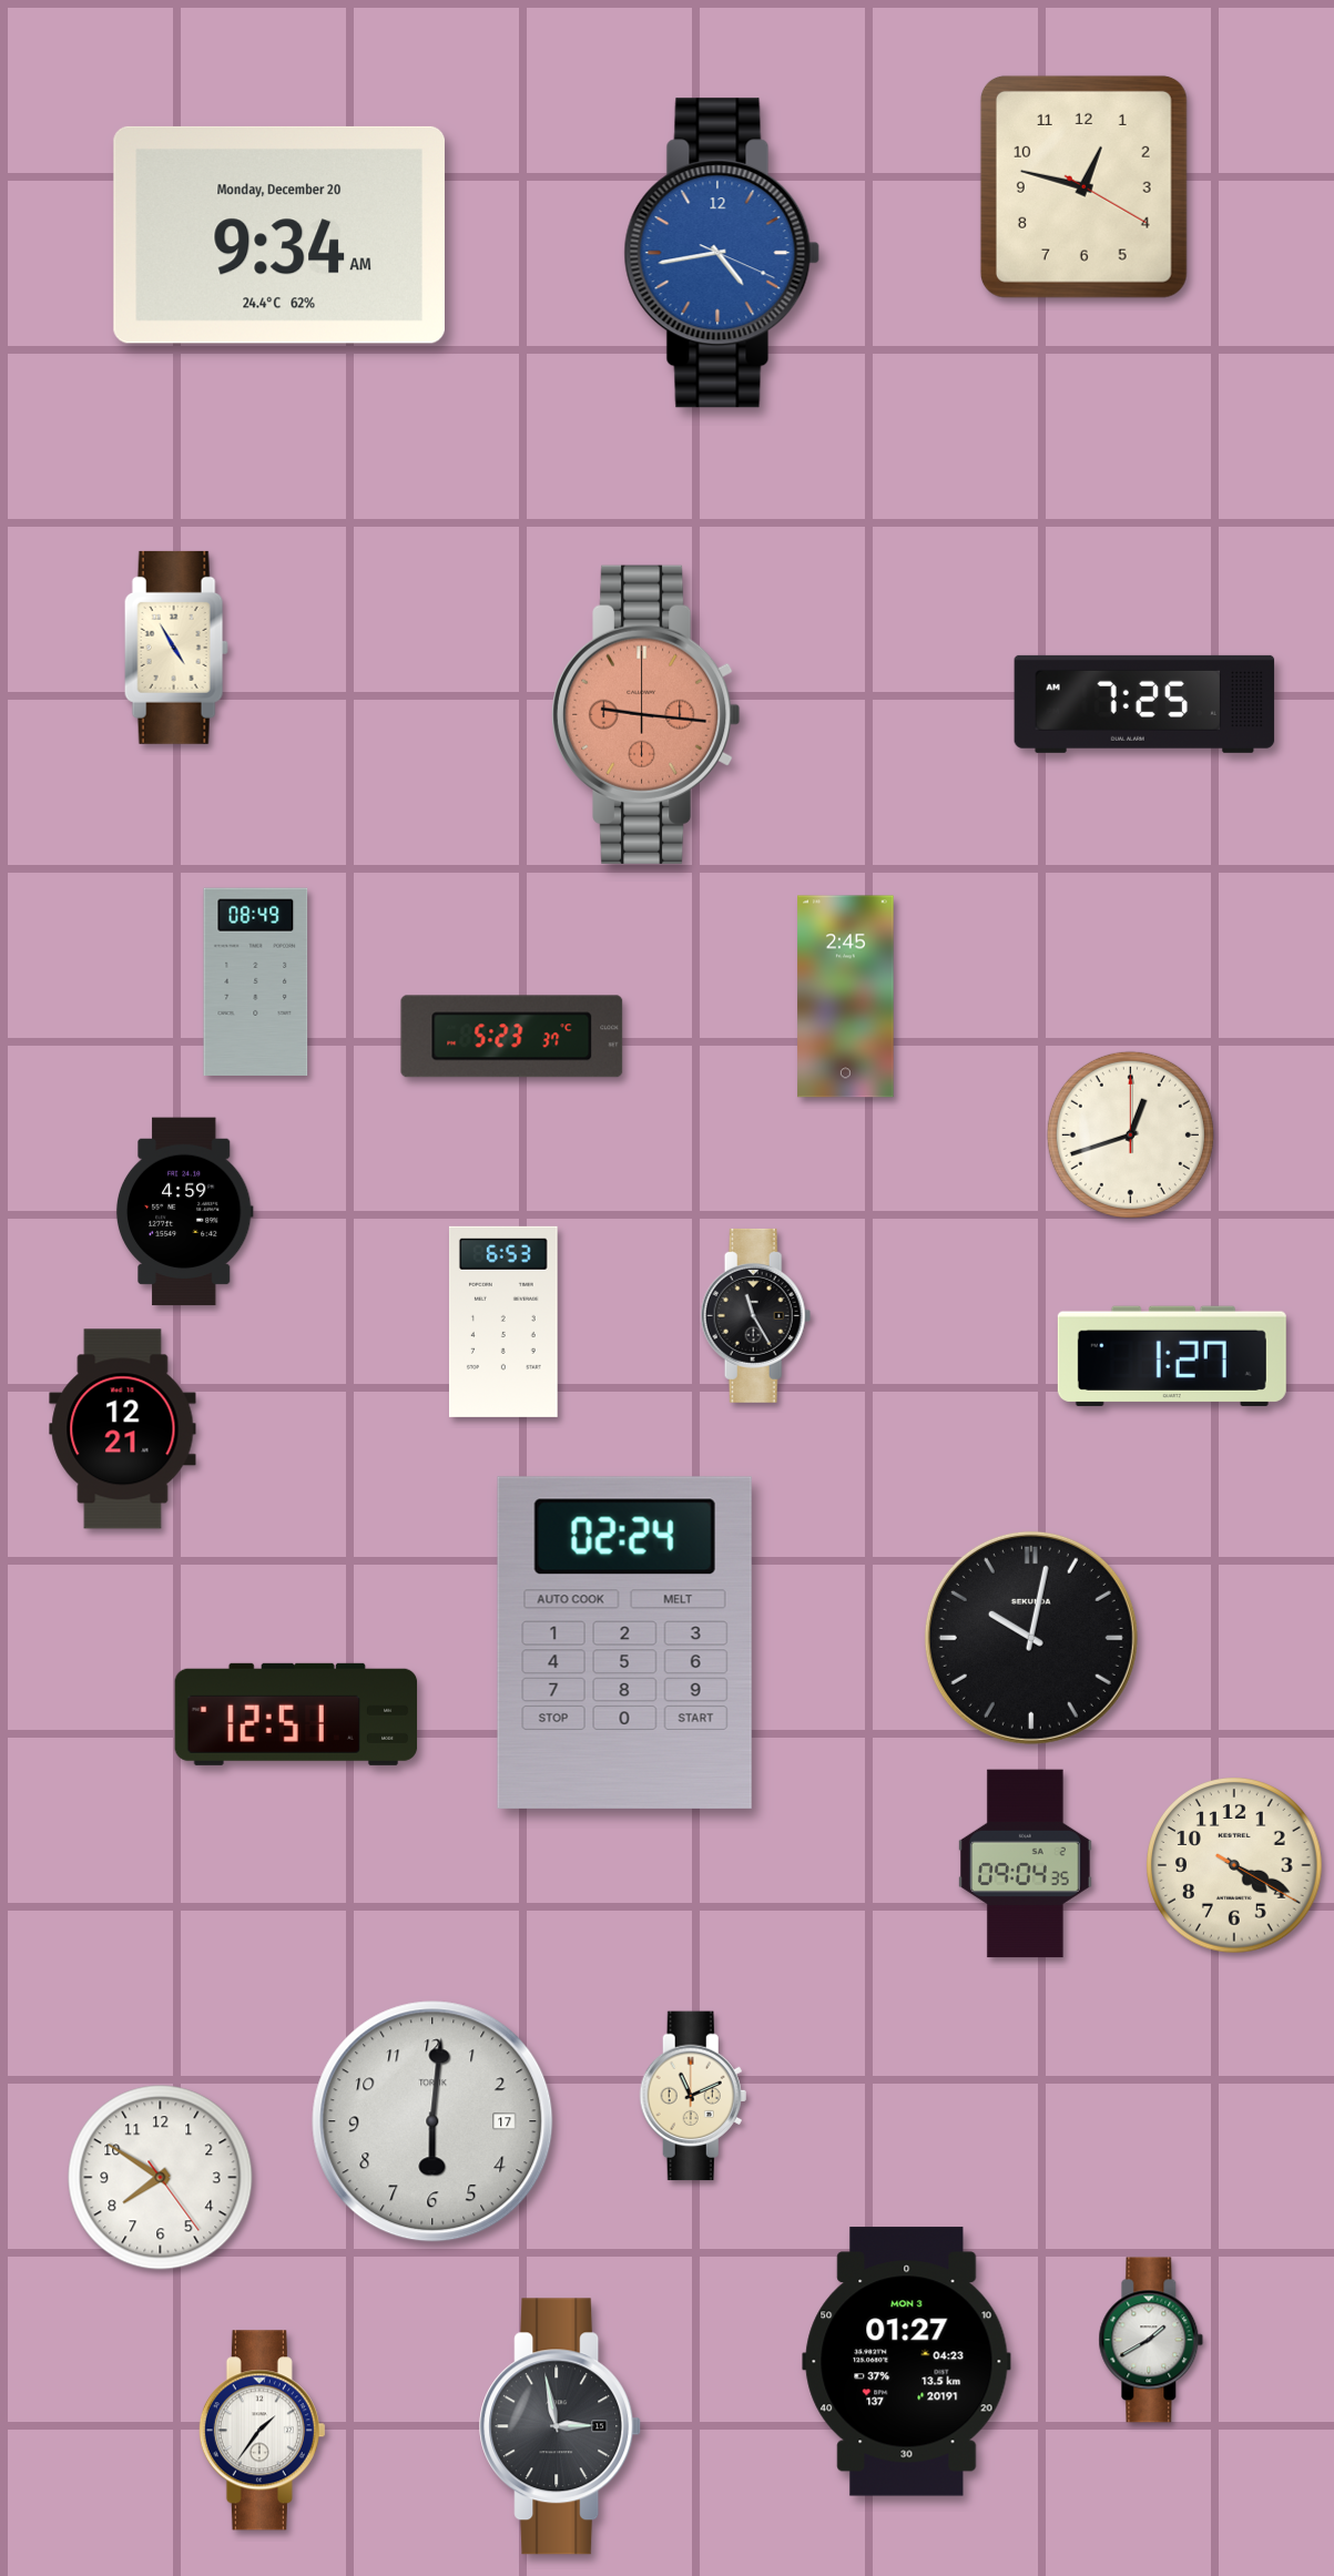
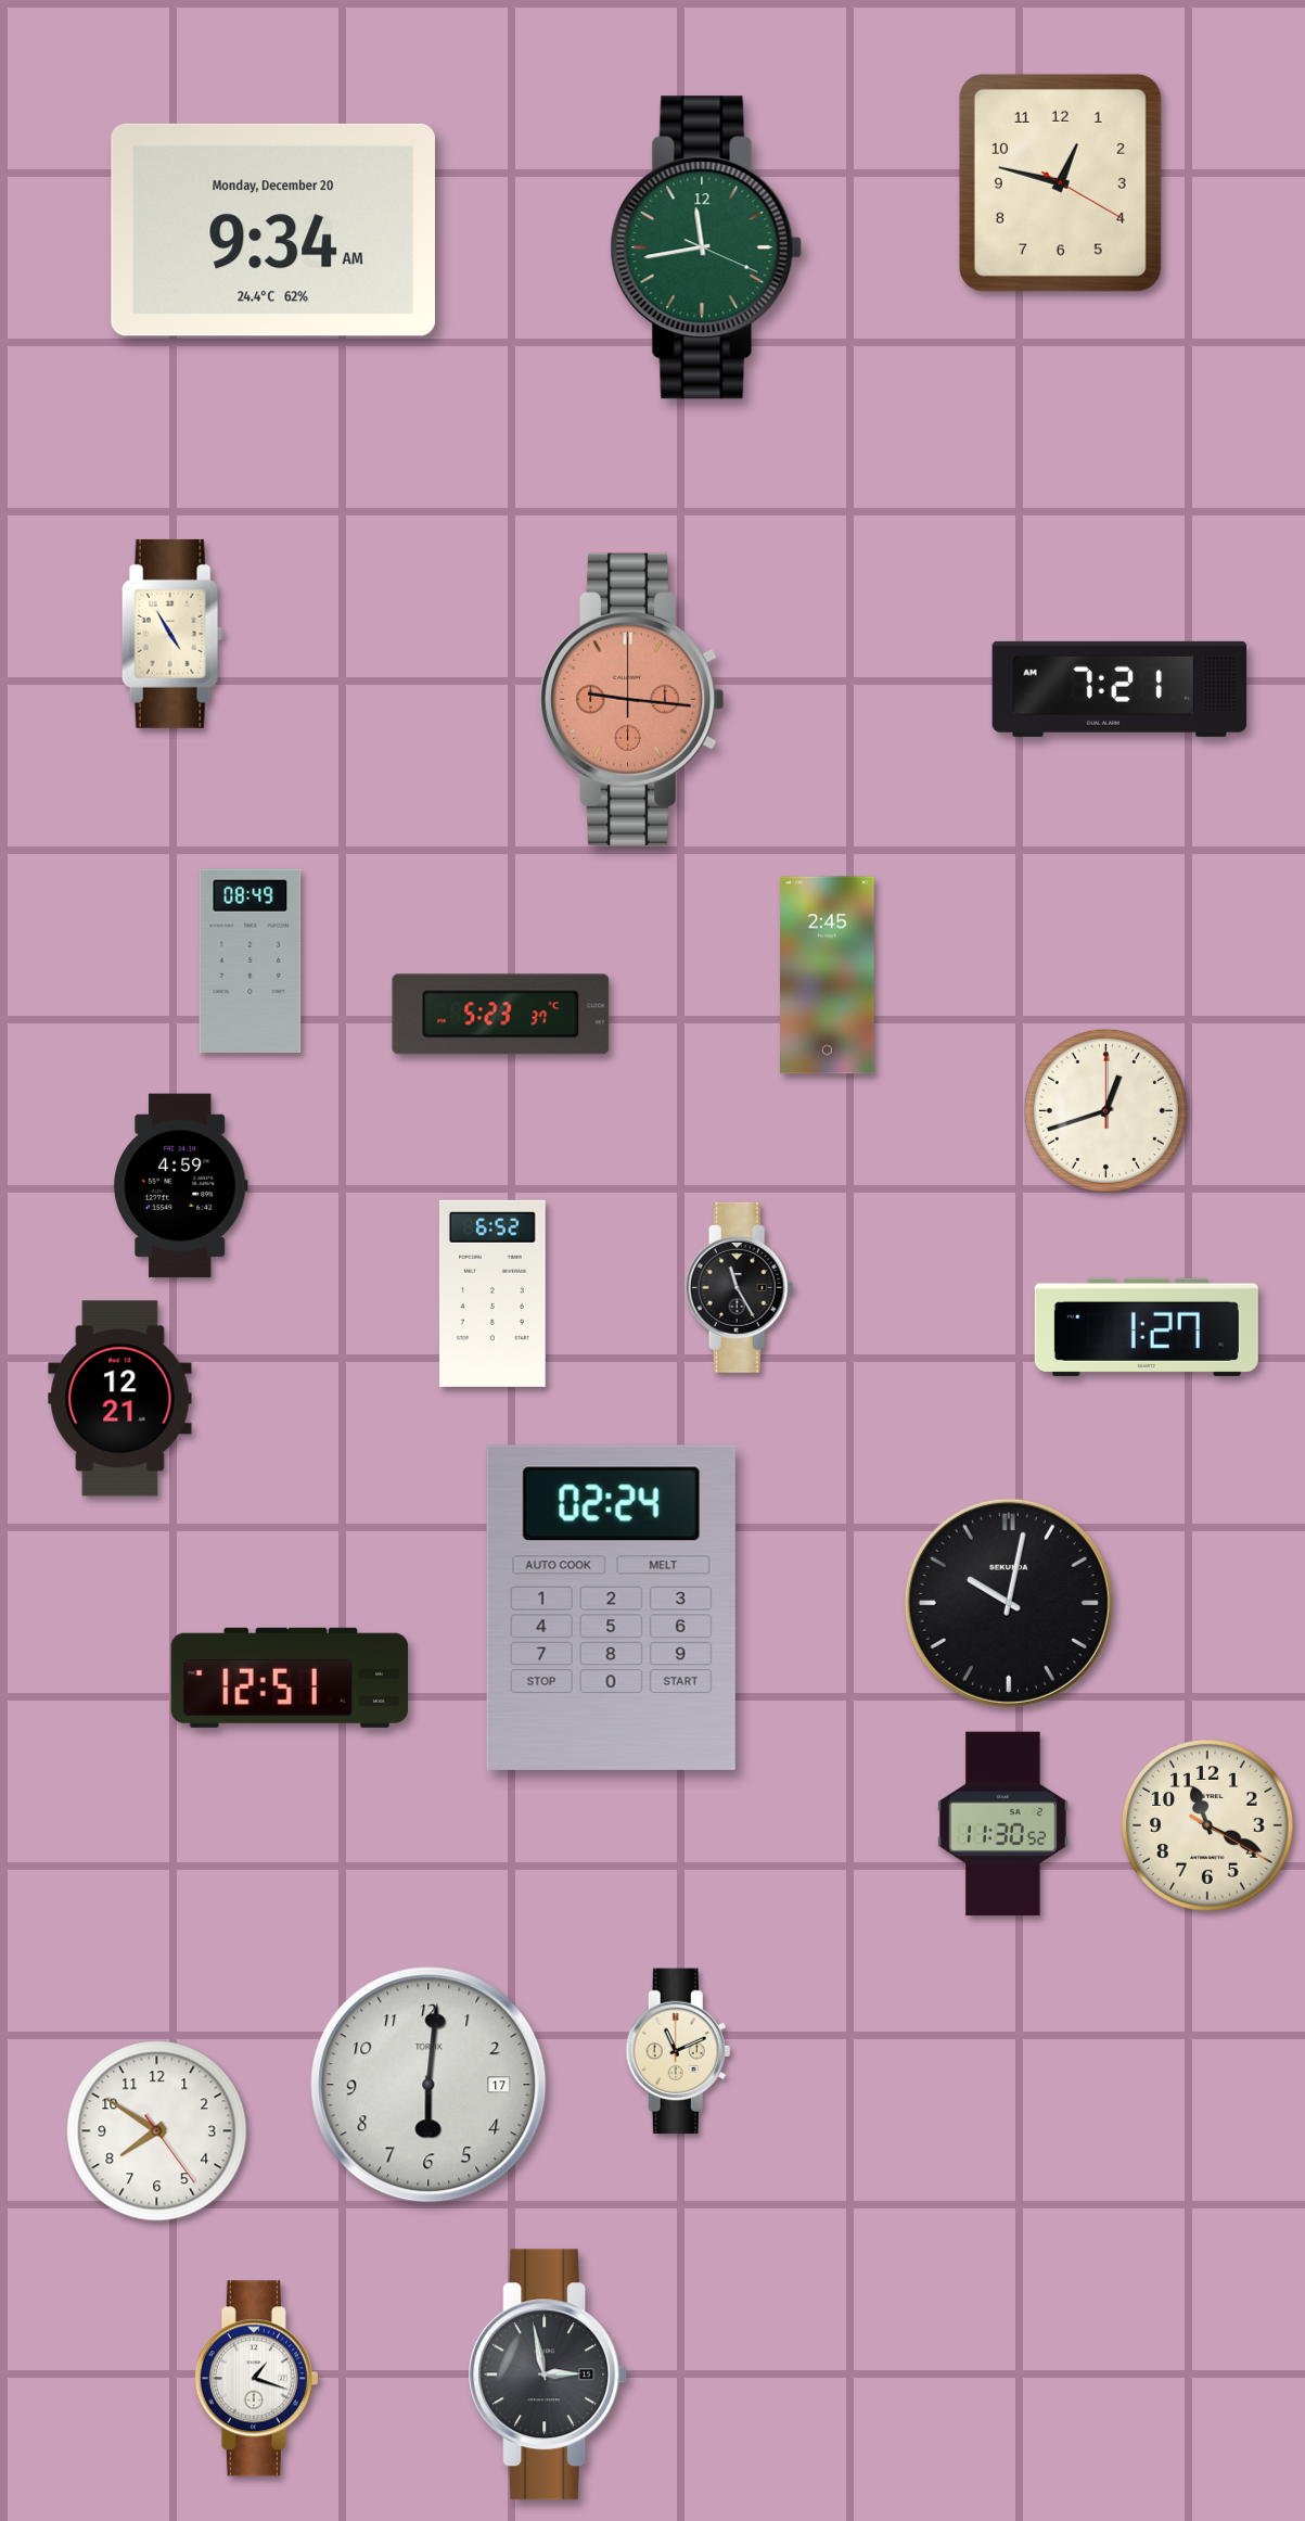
clock at (722, 253): 4:43 -> 11:43
clock at (722, 253) dial: blue -> green
clock at (1144, 704): 7:25 -> 7:21
clock at (503, 1322): 6:53 -> 6:52
clock at (1026, 1864): 09:04 -> 11:30
clock at (1234, 1865): 4:19 -> 11:19
clock at (432, 2121) position: (432, 2121) -> (428, 2085)
clock at (1151, 2340): 1:40 -> none
clock at (907, 2362): 01:27 -> none
clock at (262, 2431): 1:36 -> 1:18
